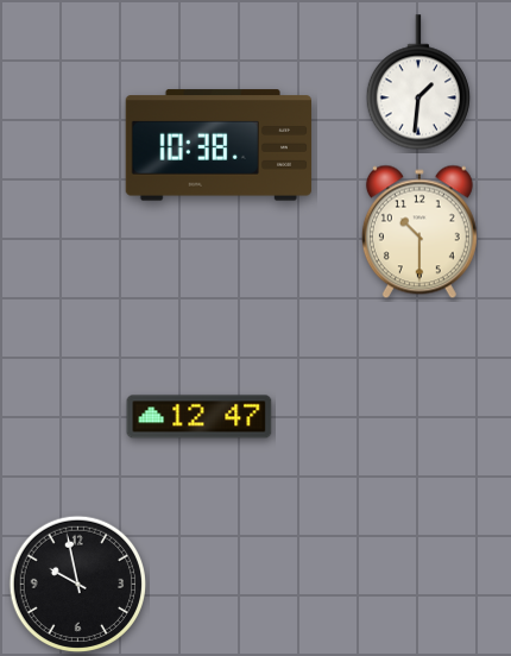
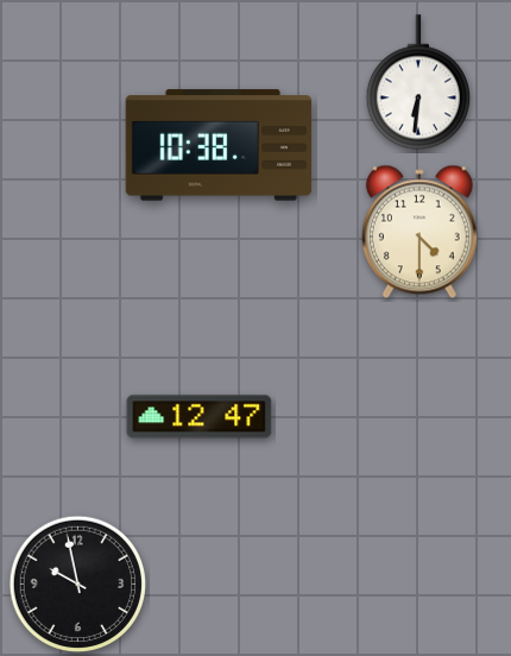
clock at (417, 82): 1:31 -> 6:31
clock at (419, 232): 10:30 -> 4:30
